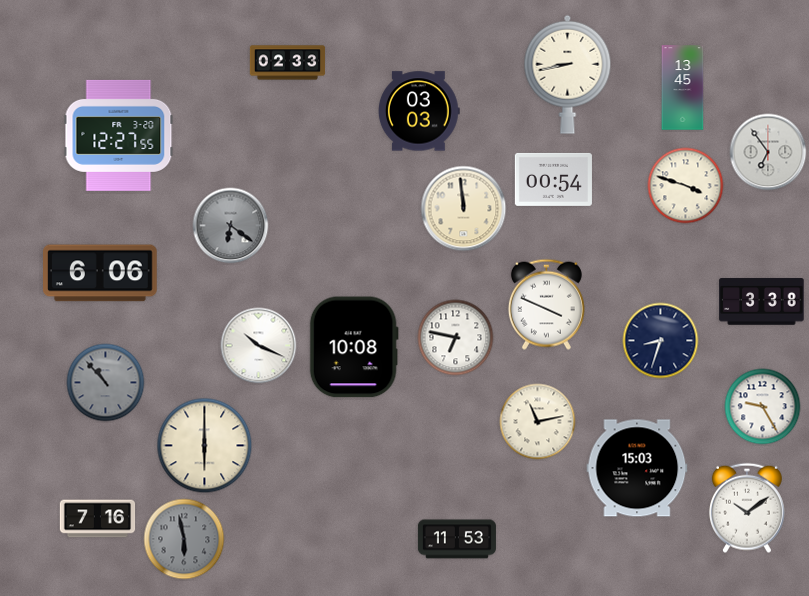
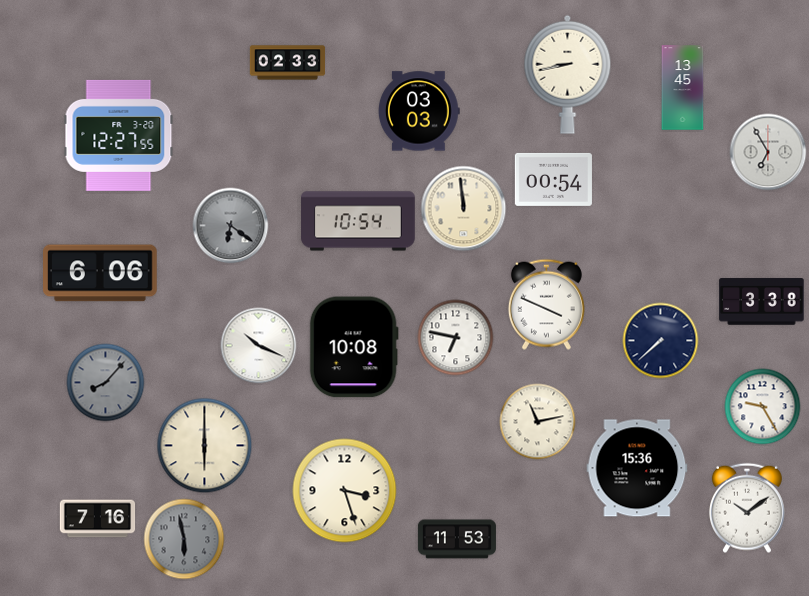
clock at (768, 152): 6:54 -> 6:55
clock at (686, 186): 3:48 -> none
clock at (358, 221): none -> 10:54
clock at (661, 341): 8:33 -> 7:38
clock at (106, 383): 10:53 -> 8:07
clock at (637, 468): 15:03 -> 15:36
clock at (345, 491): none -> 3:27
